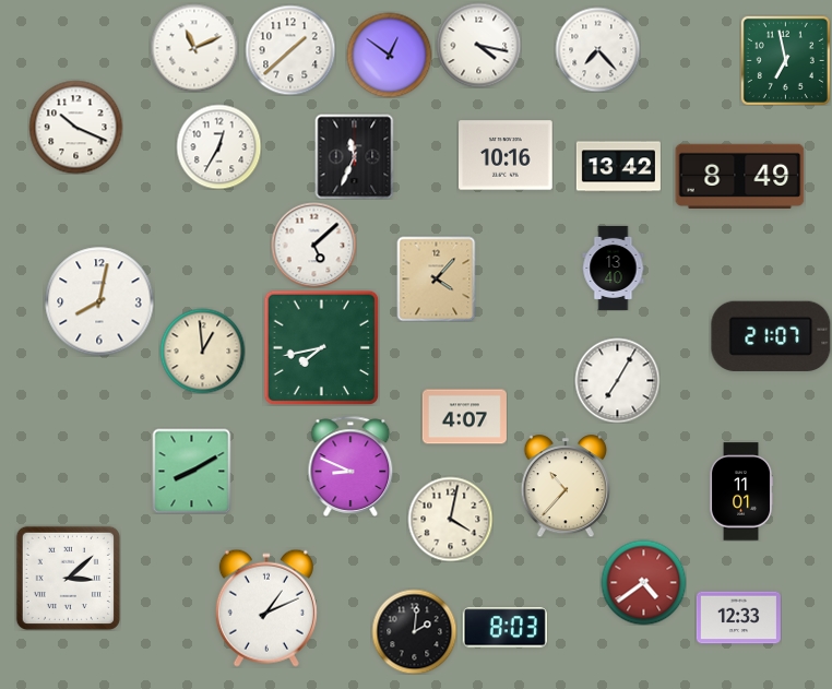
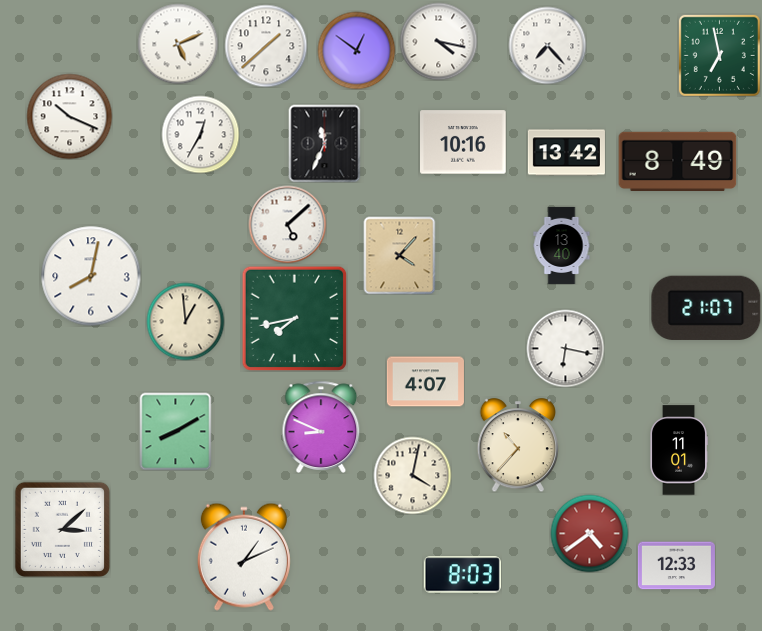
clock at (194, 48): 11:11 -> 5:11
clock at (617, 380): 7:05 -> 6:17
clock at (414, 631): 2:01 -> none
